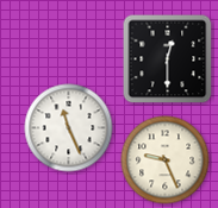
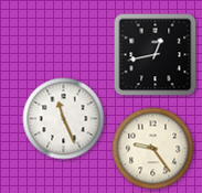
clock at (168, 59): 12:30 -> 12:43
clock at (166, 160): 9:26 -> 9:24
